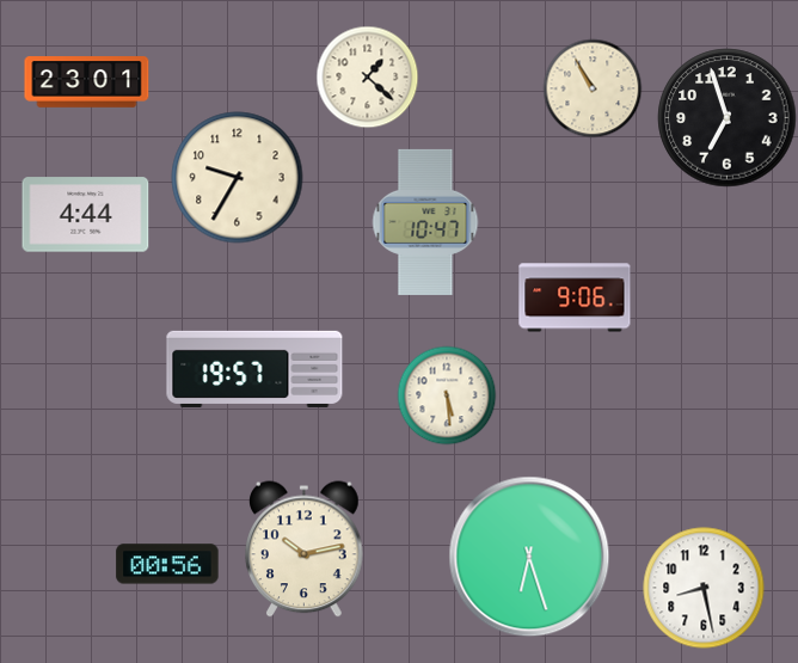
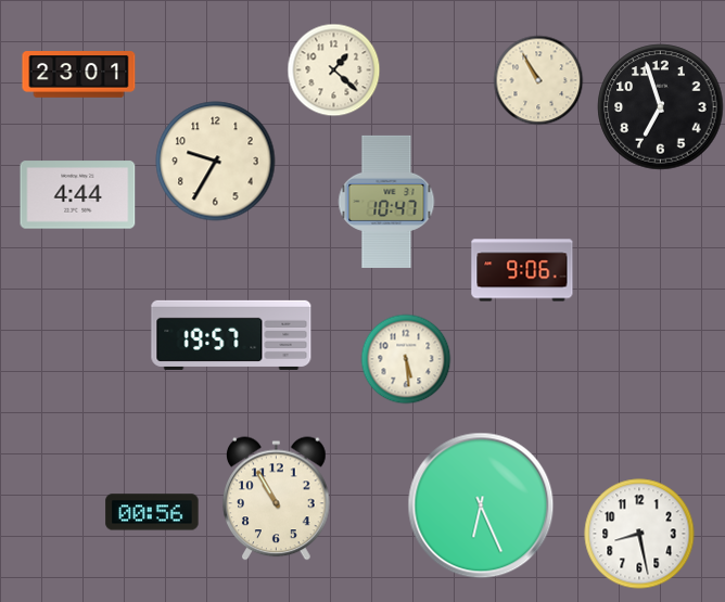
clock at (305, 550): 10:13 -> 10:55
clock at (529, 557): 6:27 -> 6:26
